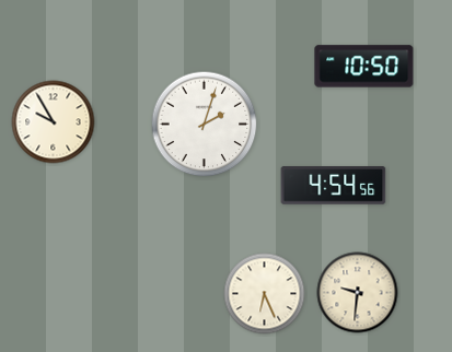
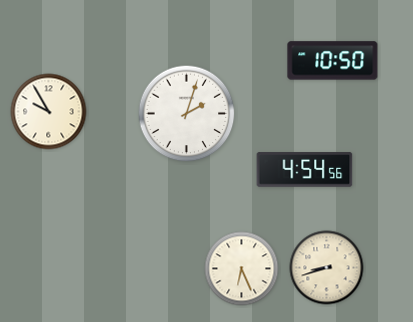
clock at (358, 293): 9:31 -> 8:42
